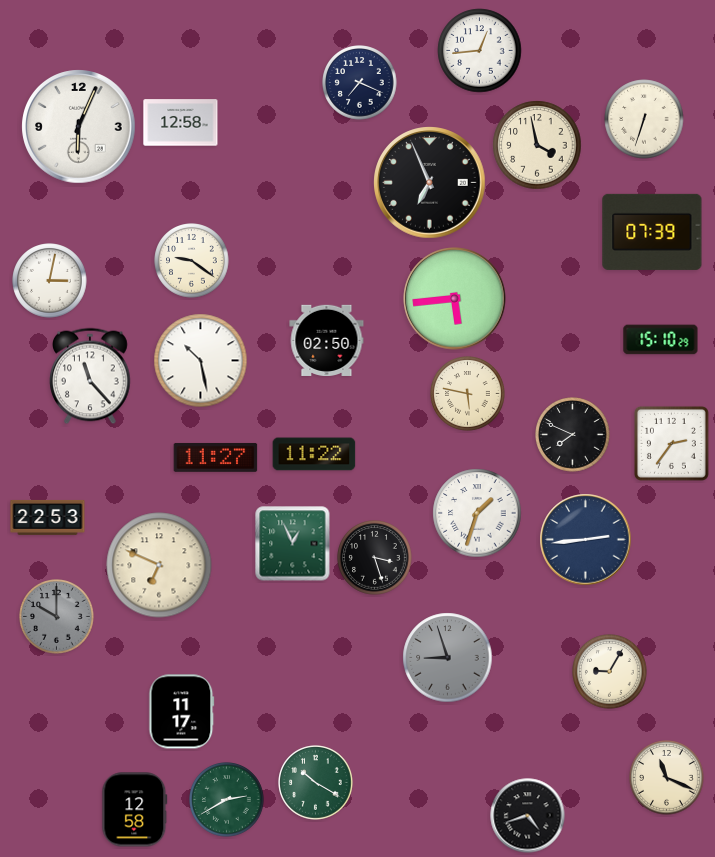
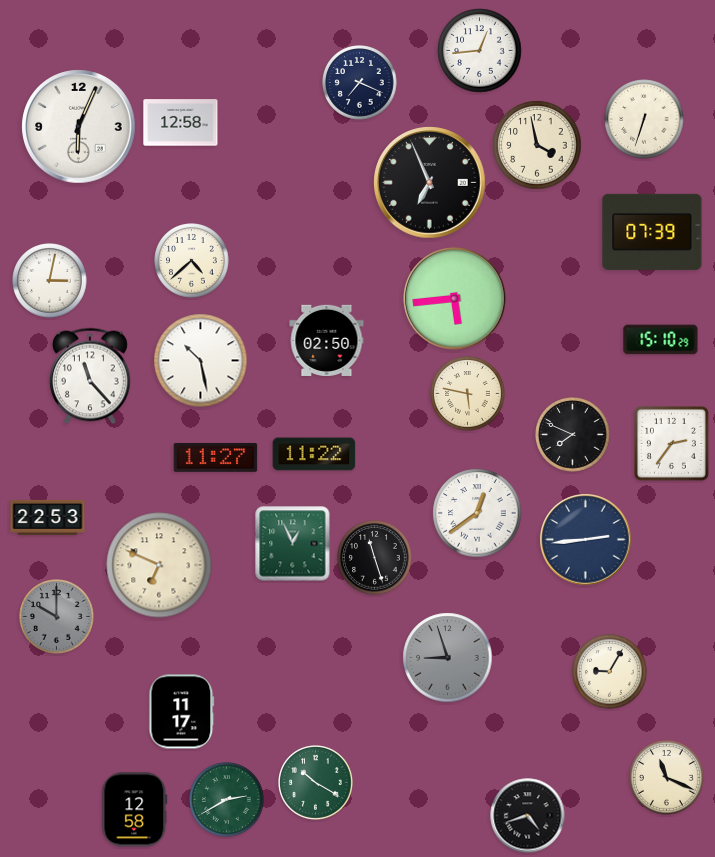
clock at (192, 261): 9:21 -> 4:38
clock at (477, 513): 1:33 -> 12:39
clock at (375, 558): 3:27 -> 11:27
